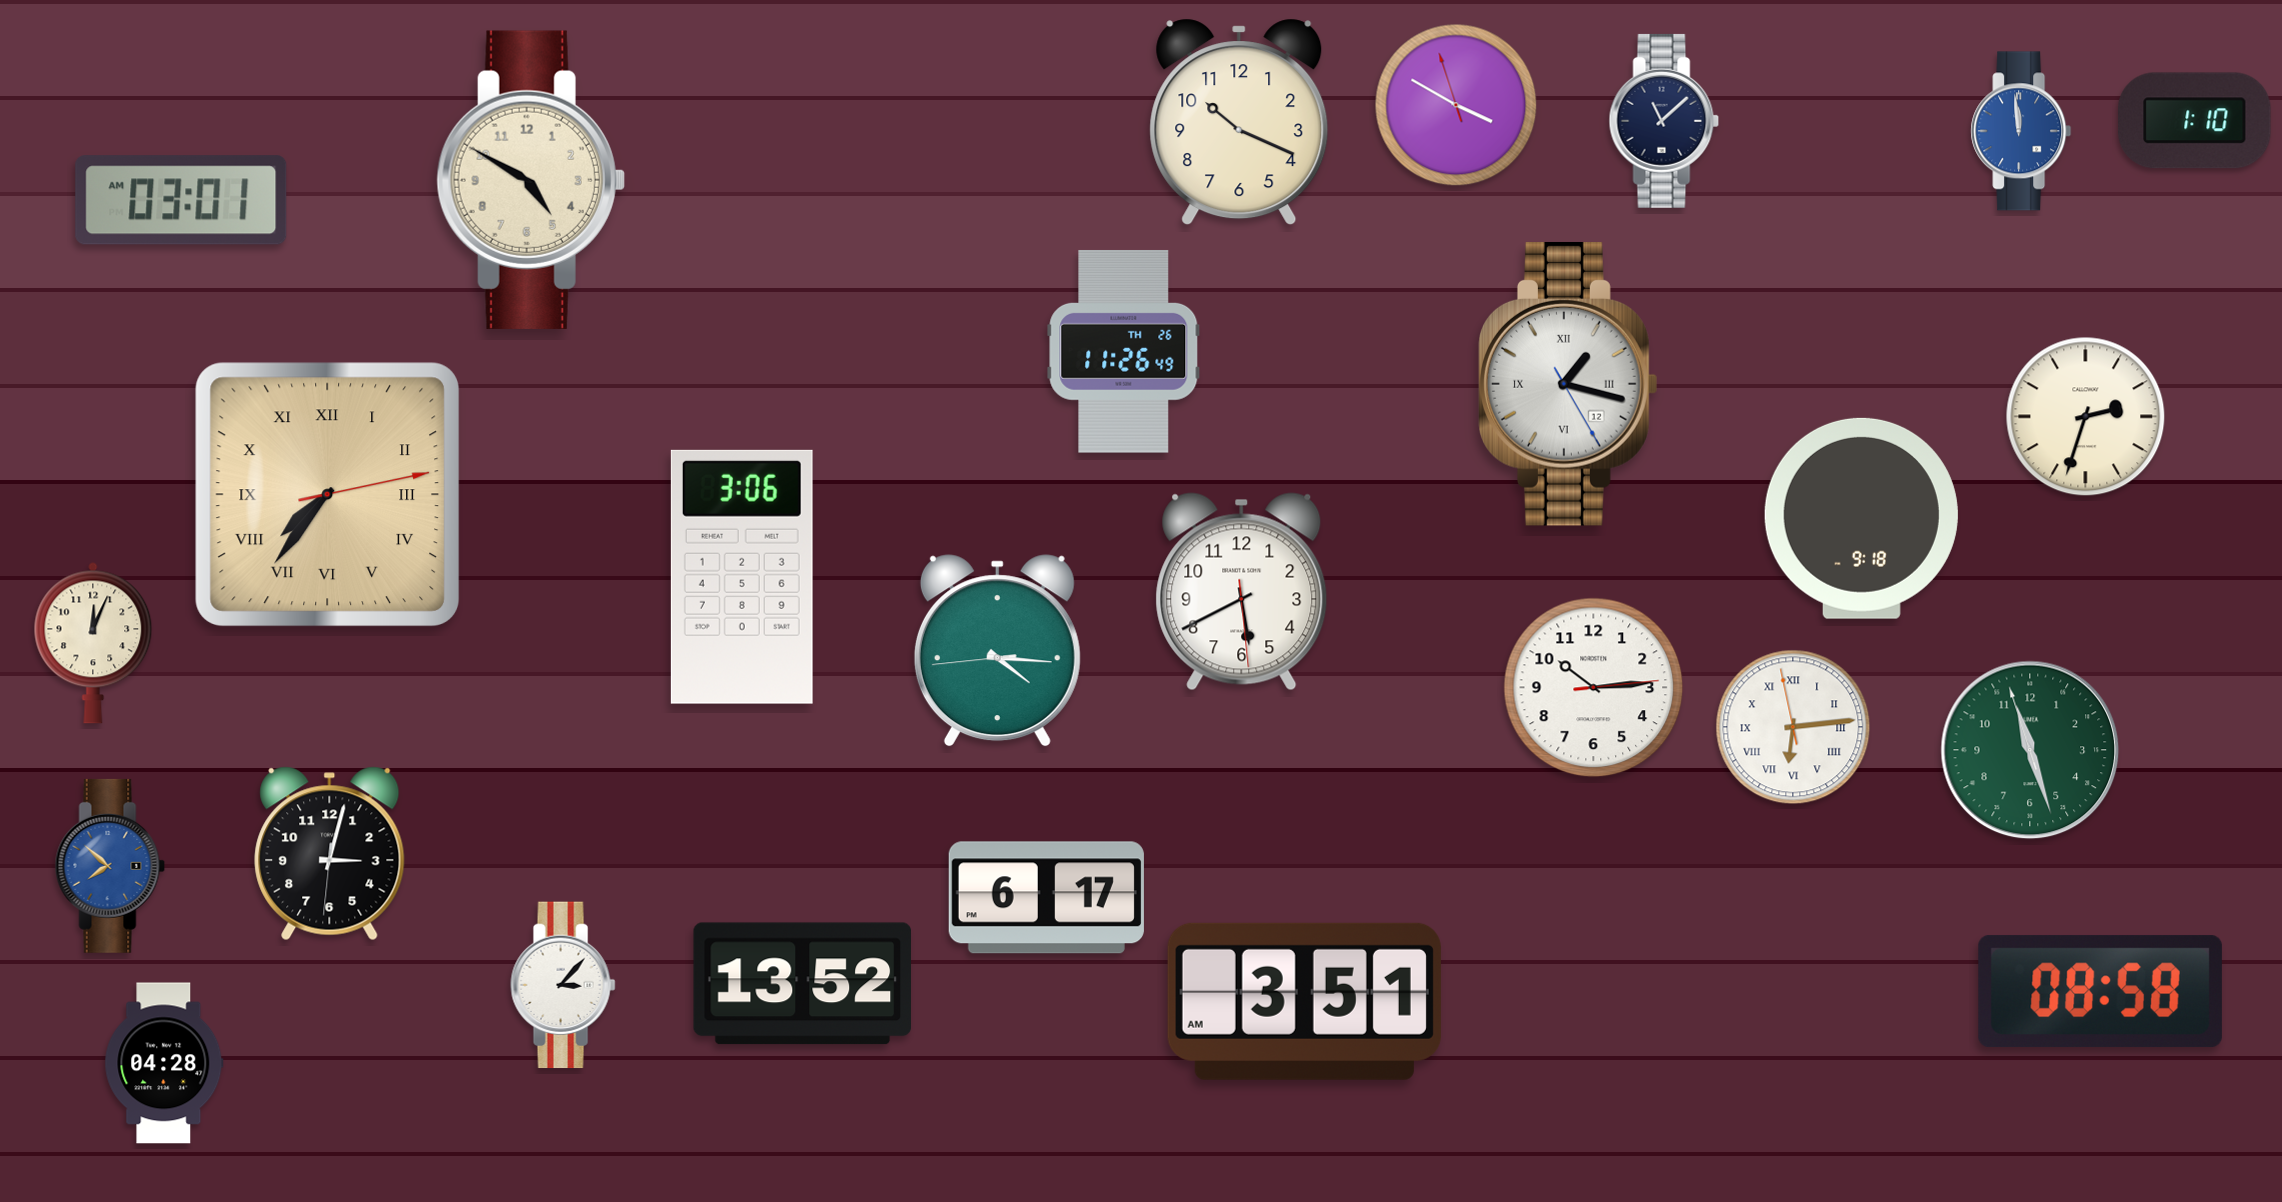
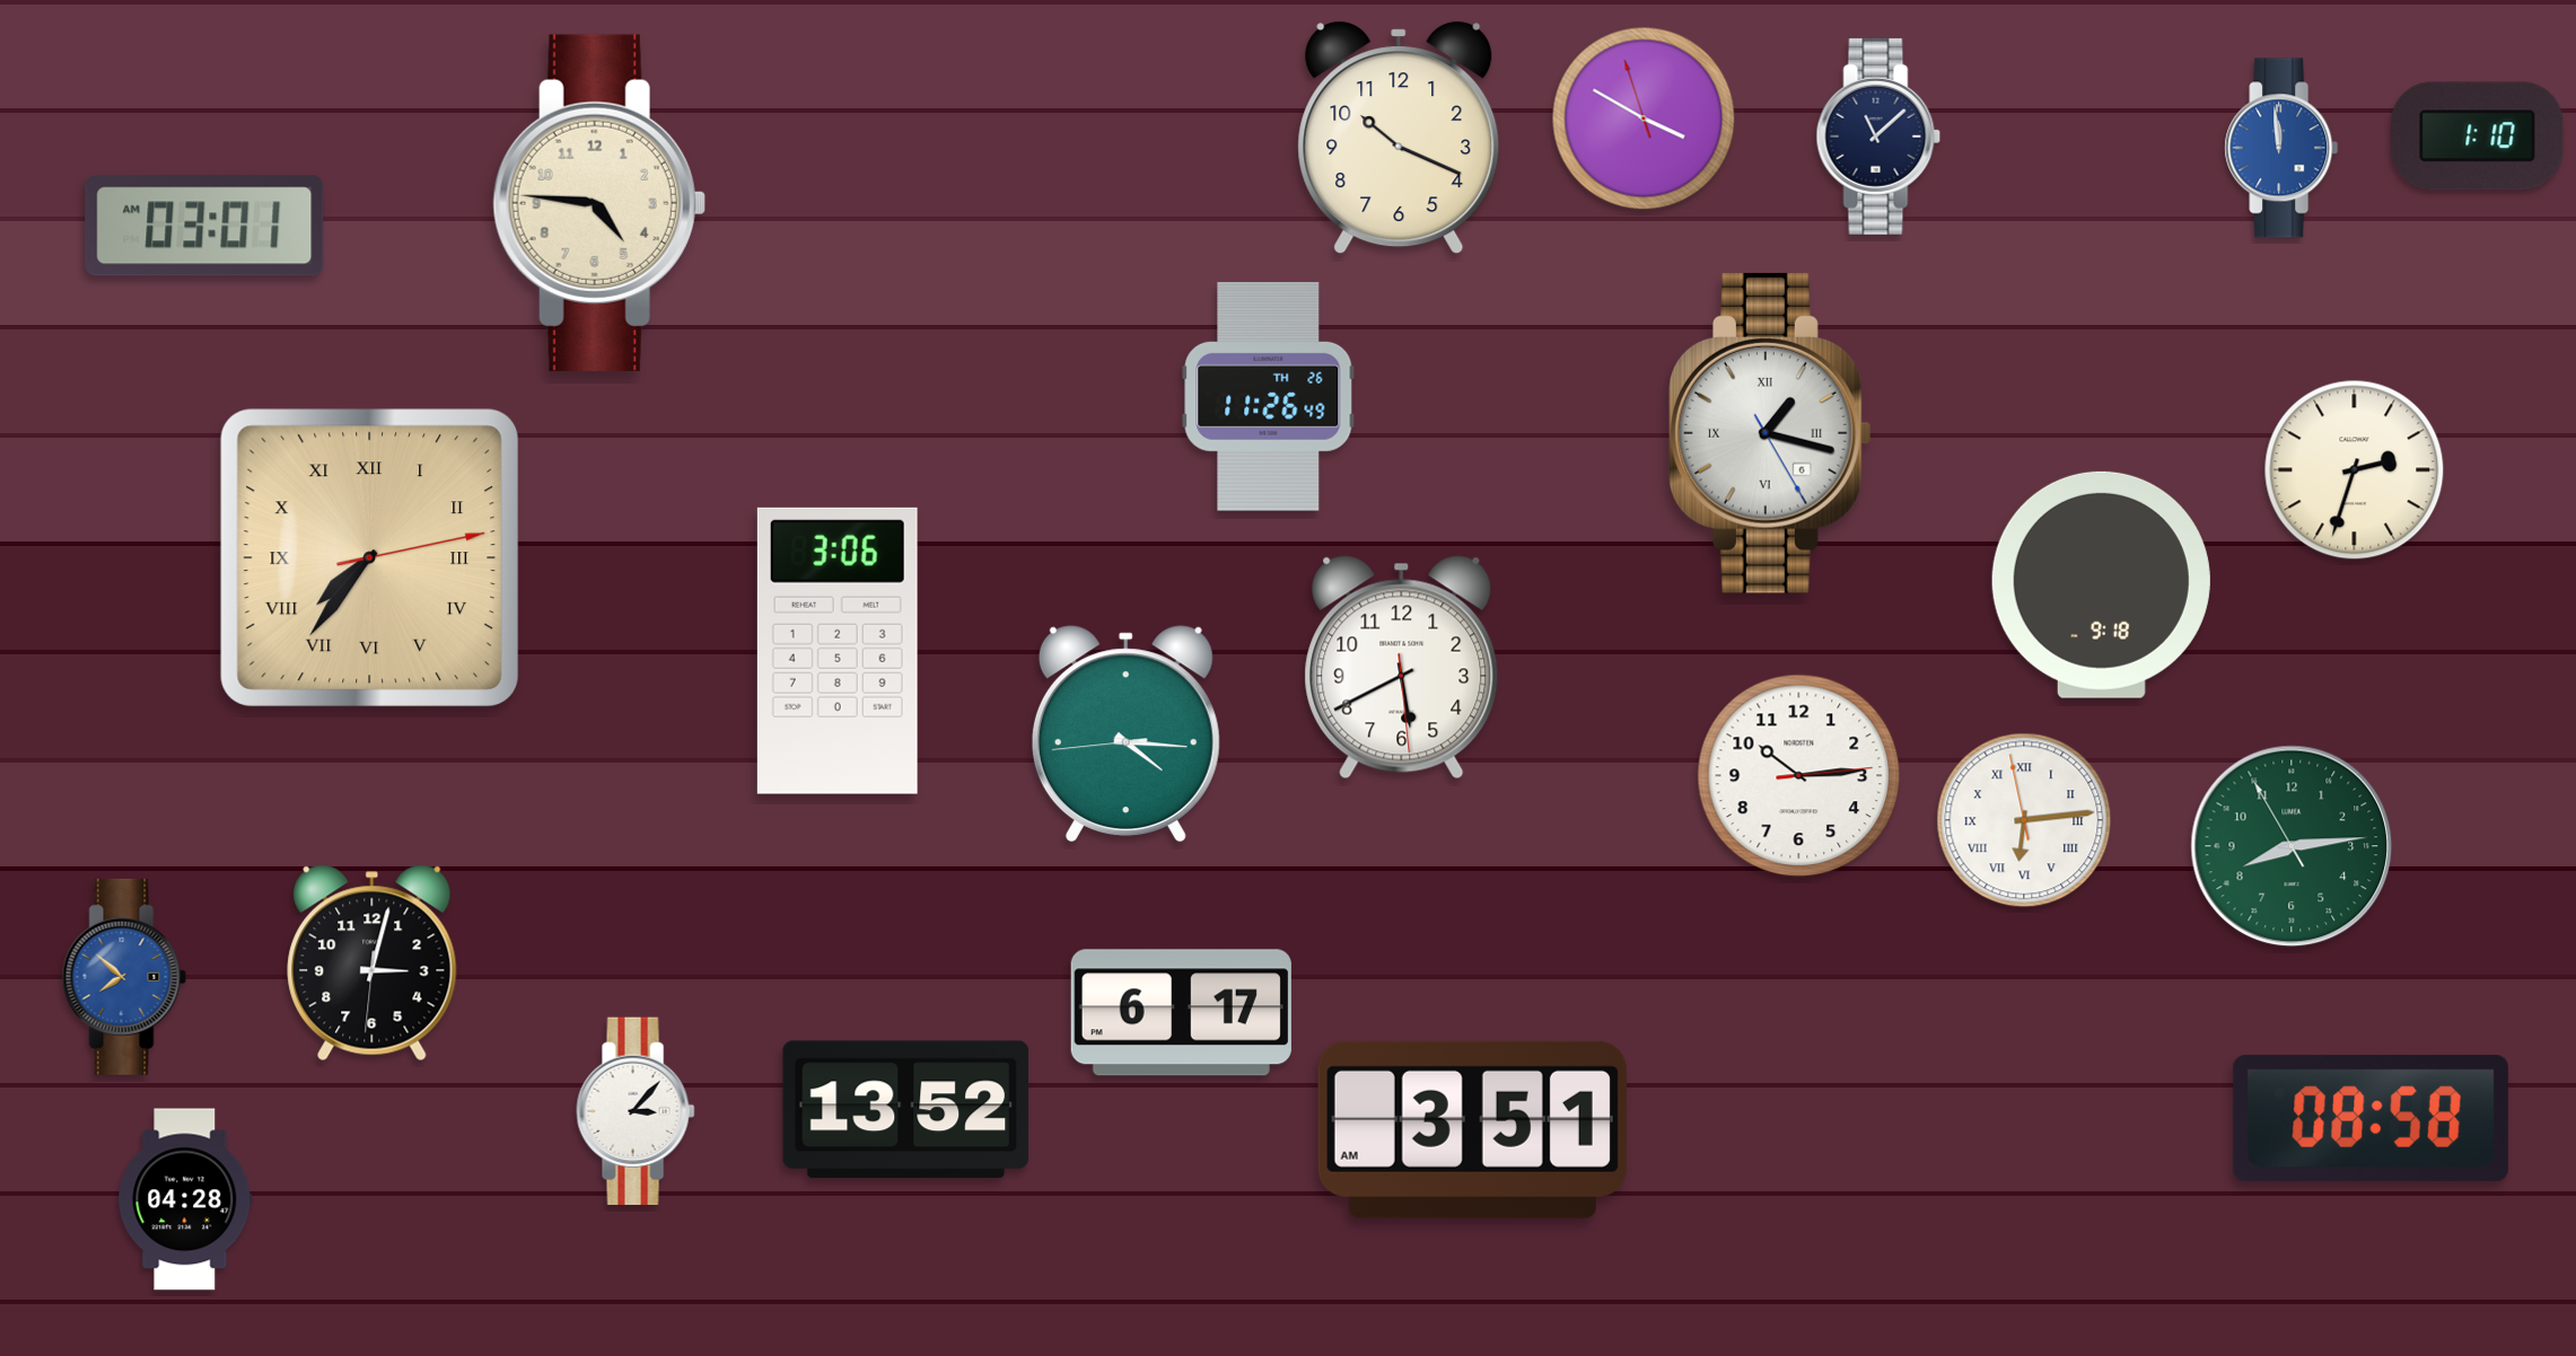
clock at (531, 180): 4:50 -> 4:46
clock at (1569, 384) date: 12 -> 6
clock at (93, 643): 12:04 -> none
clock at (2030, 750): 11:26 -> 8:13
